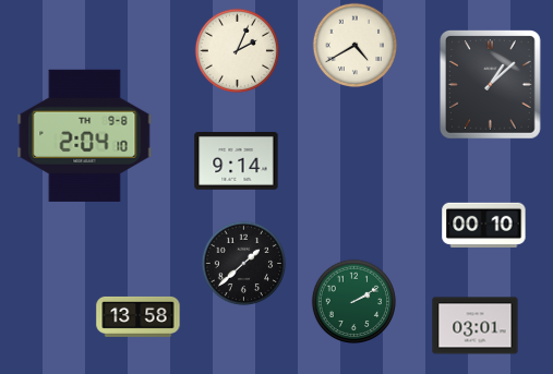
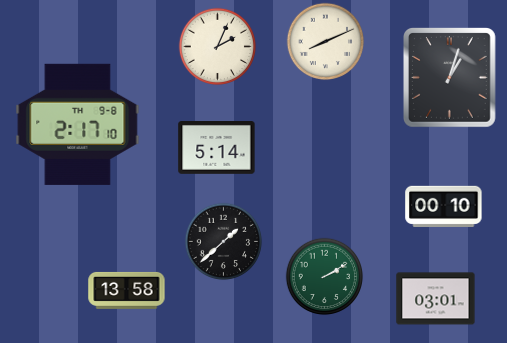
clock at (354, 45): 4:40 -> 8:11
clock at (491, 85): 1:08 -> 1:03
clock at (85, 135): 2:04 -> 2:17
clock at (237, 161): 9:14 -> 5:14
